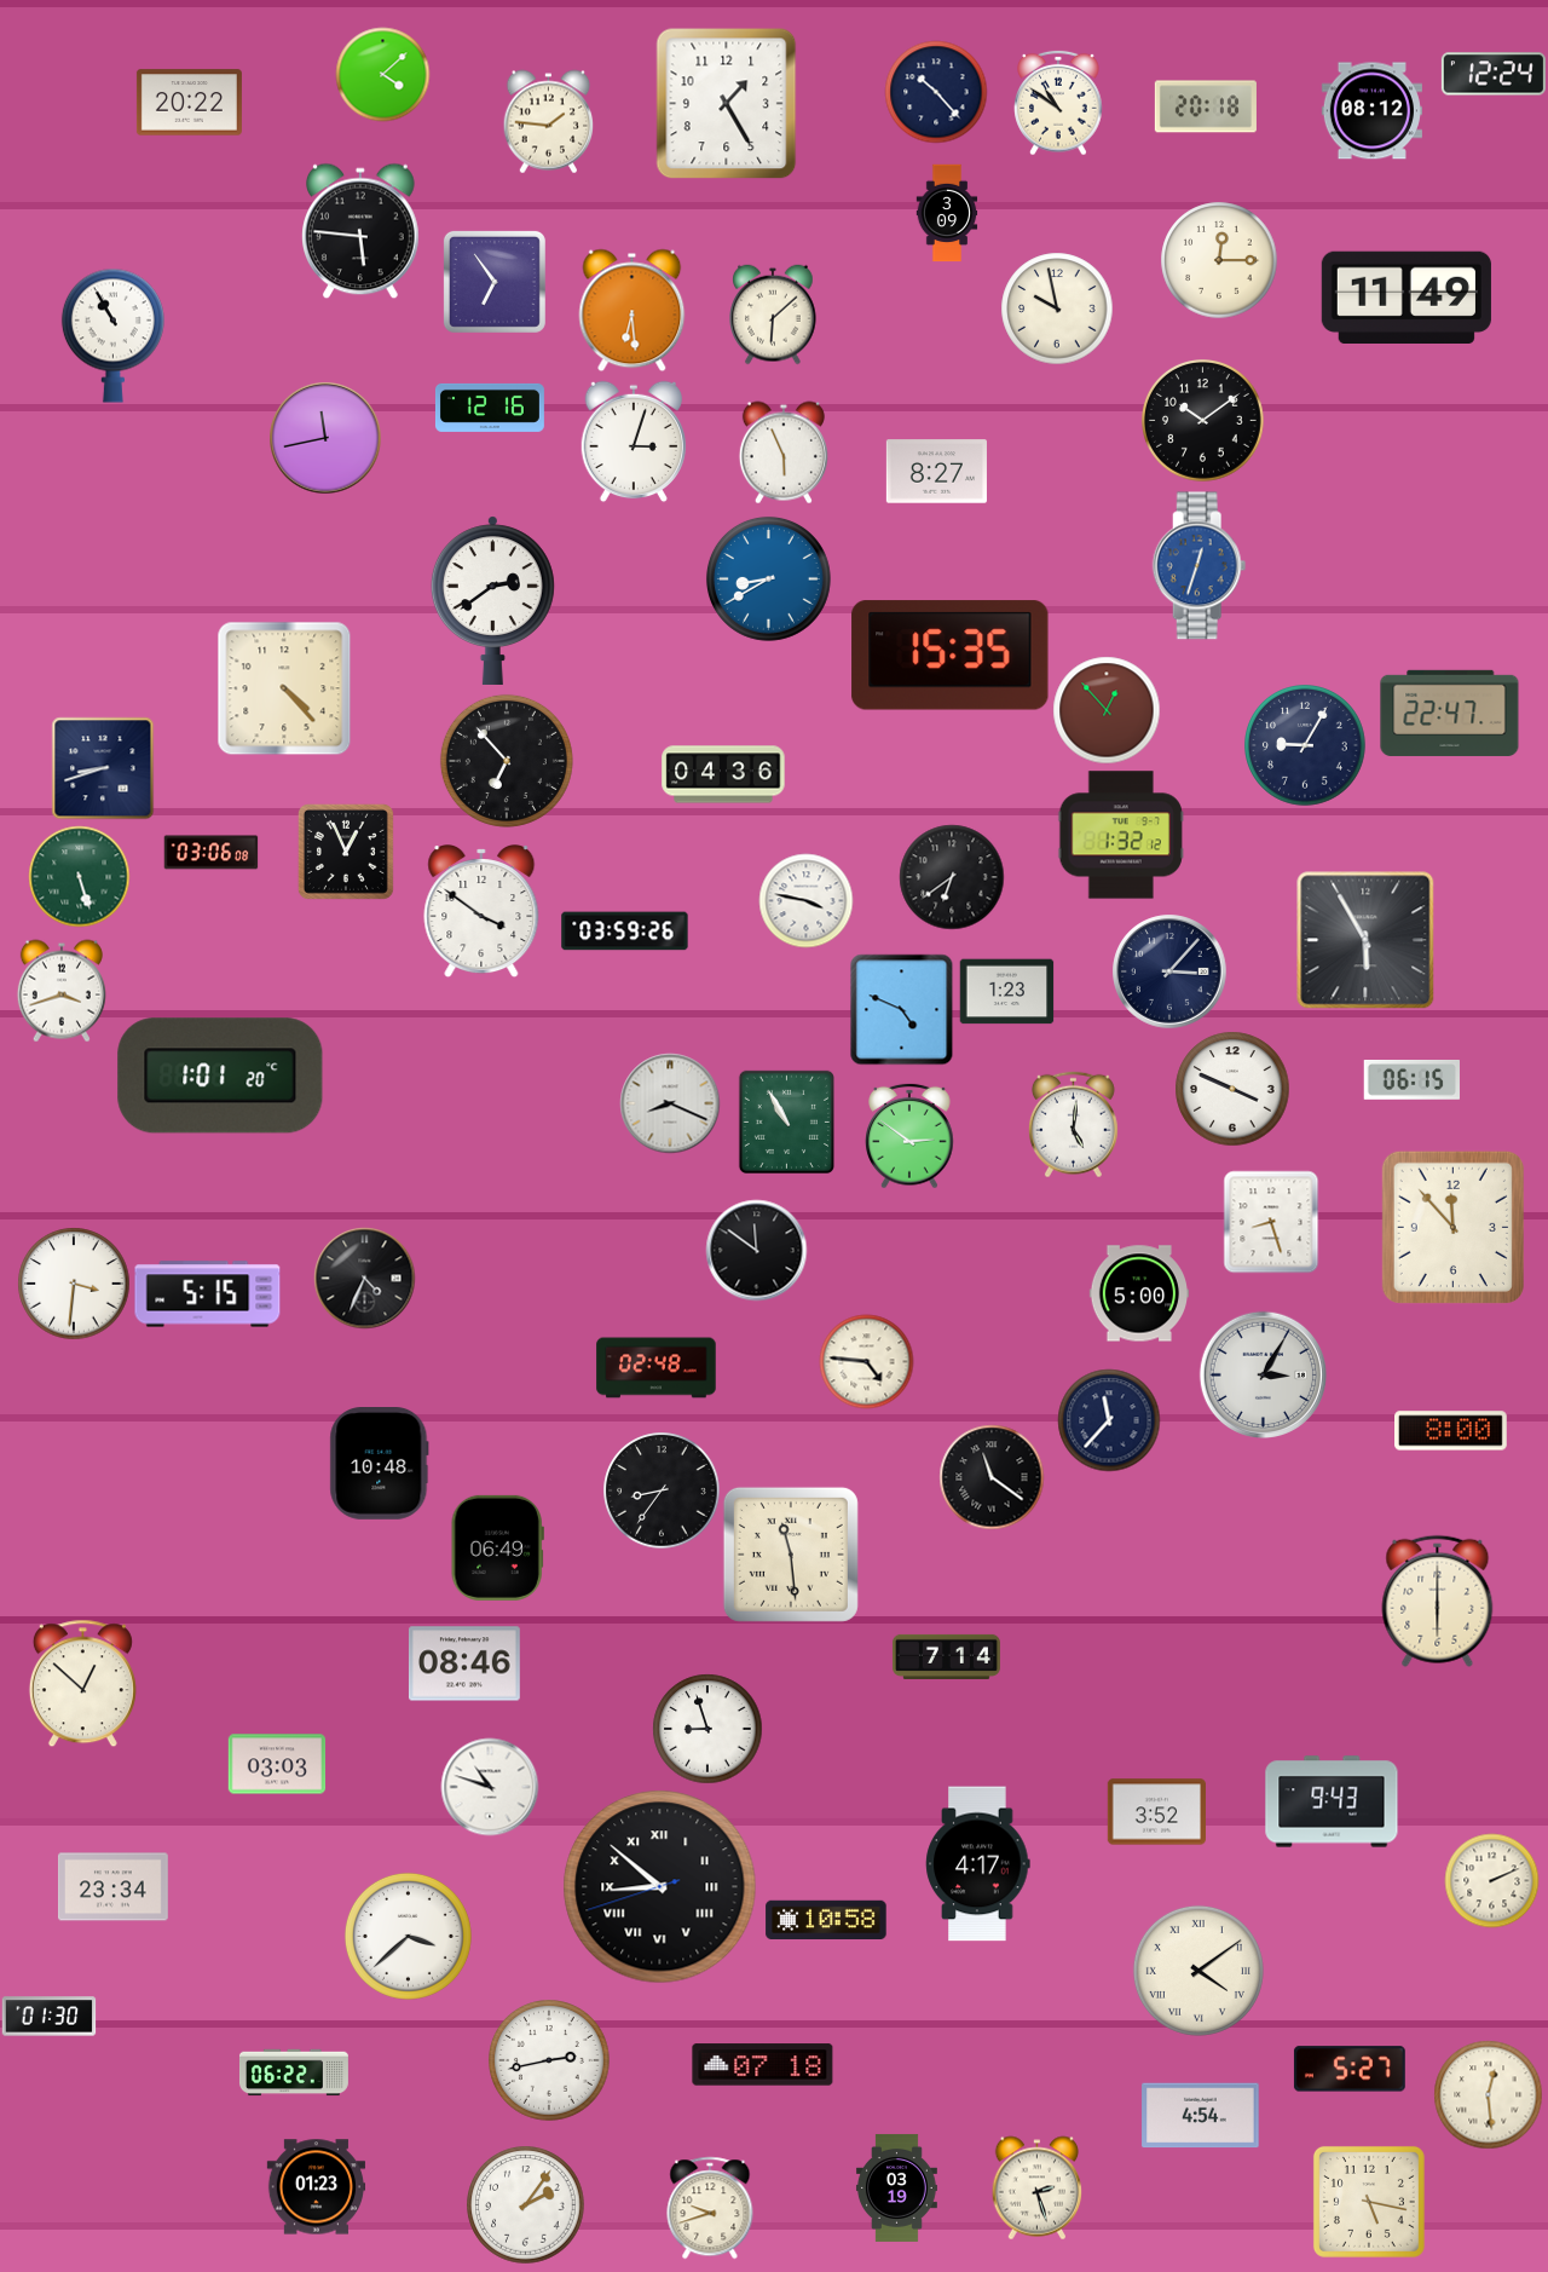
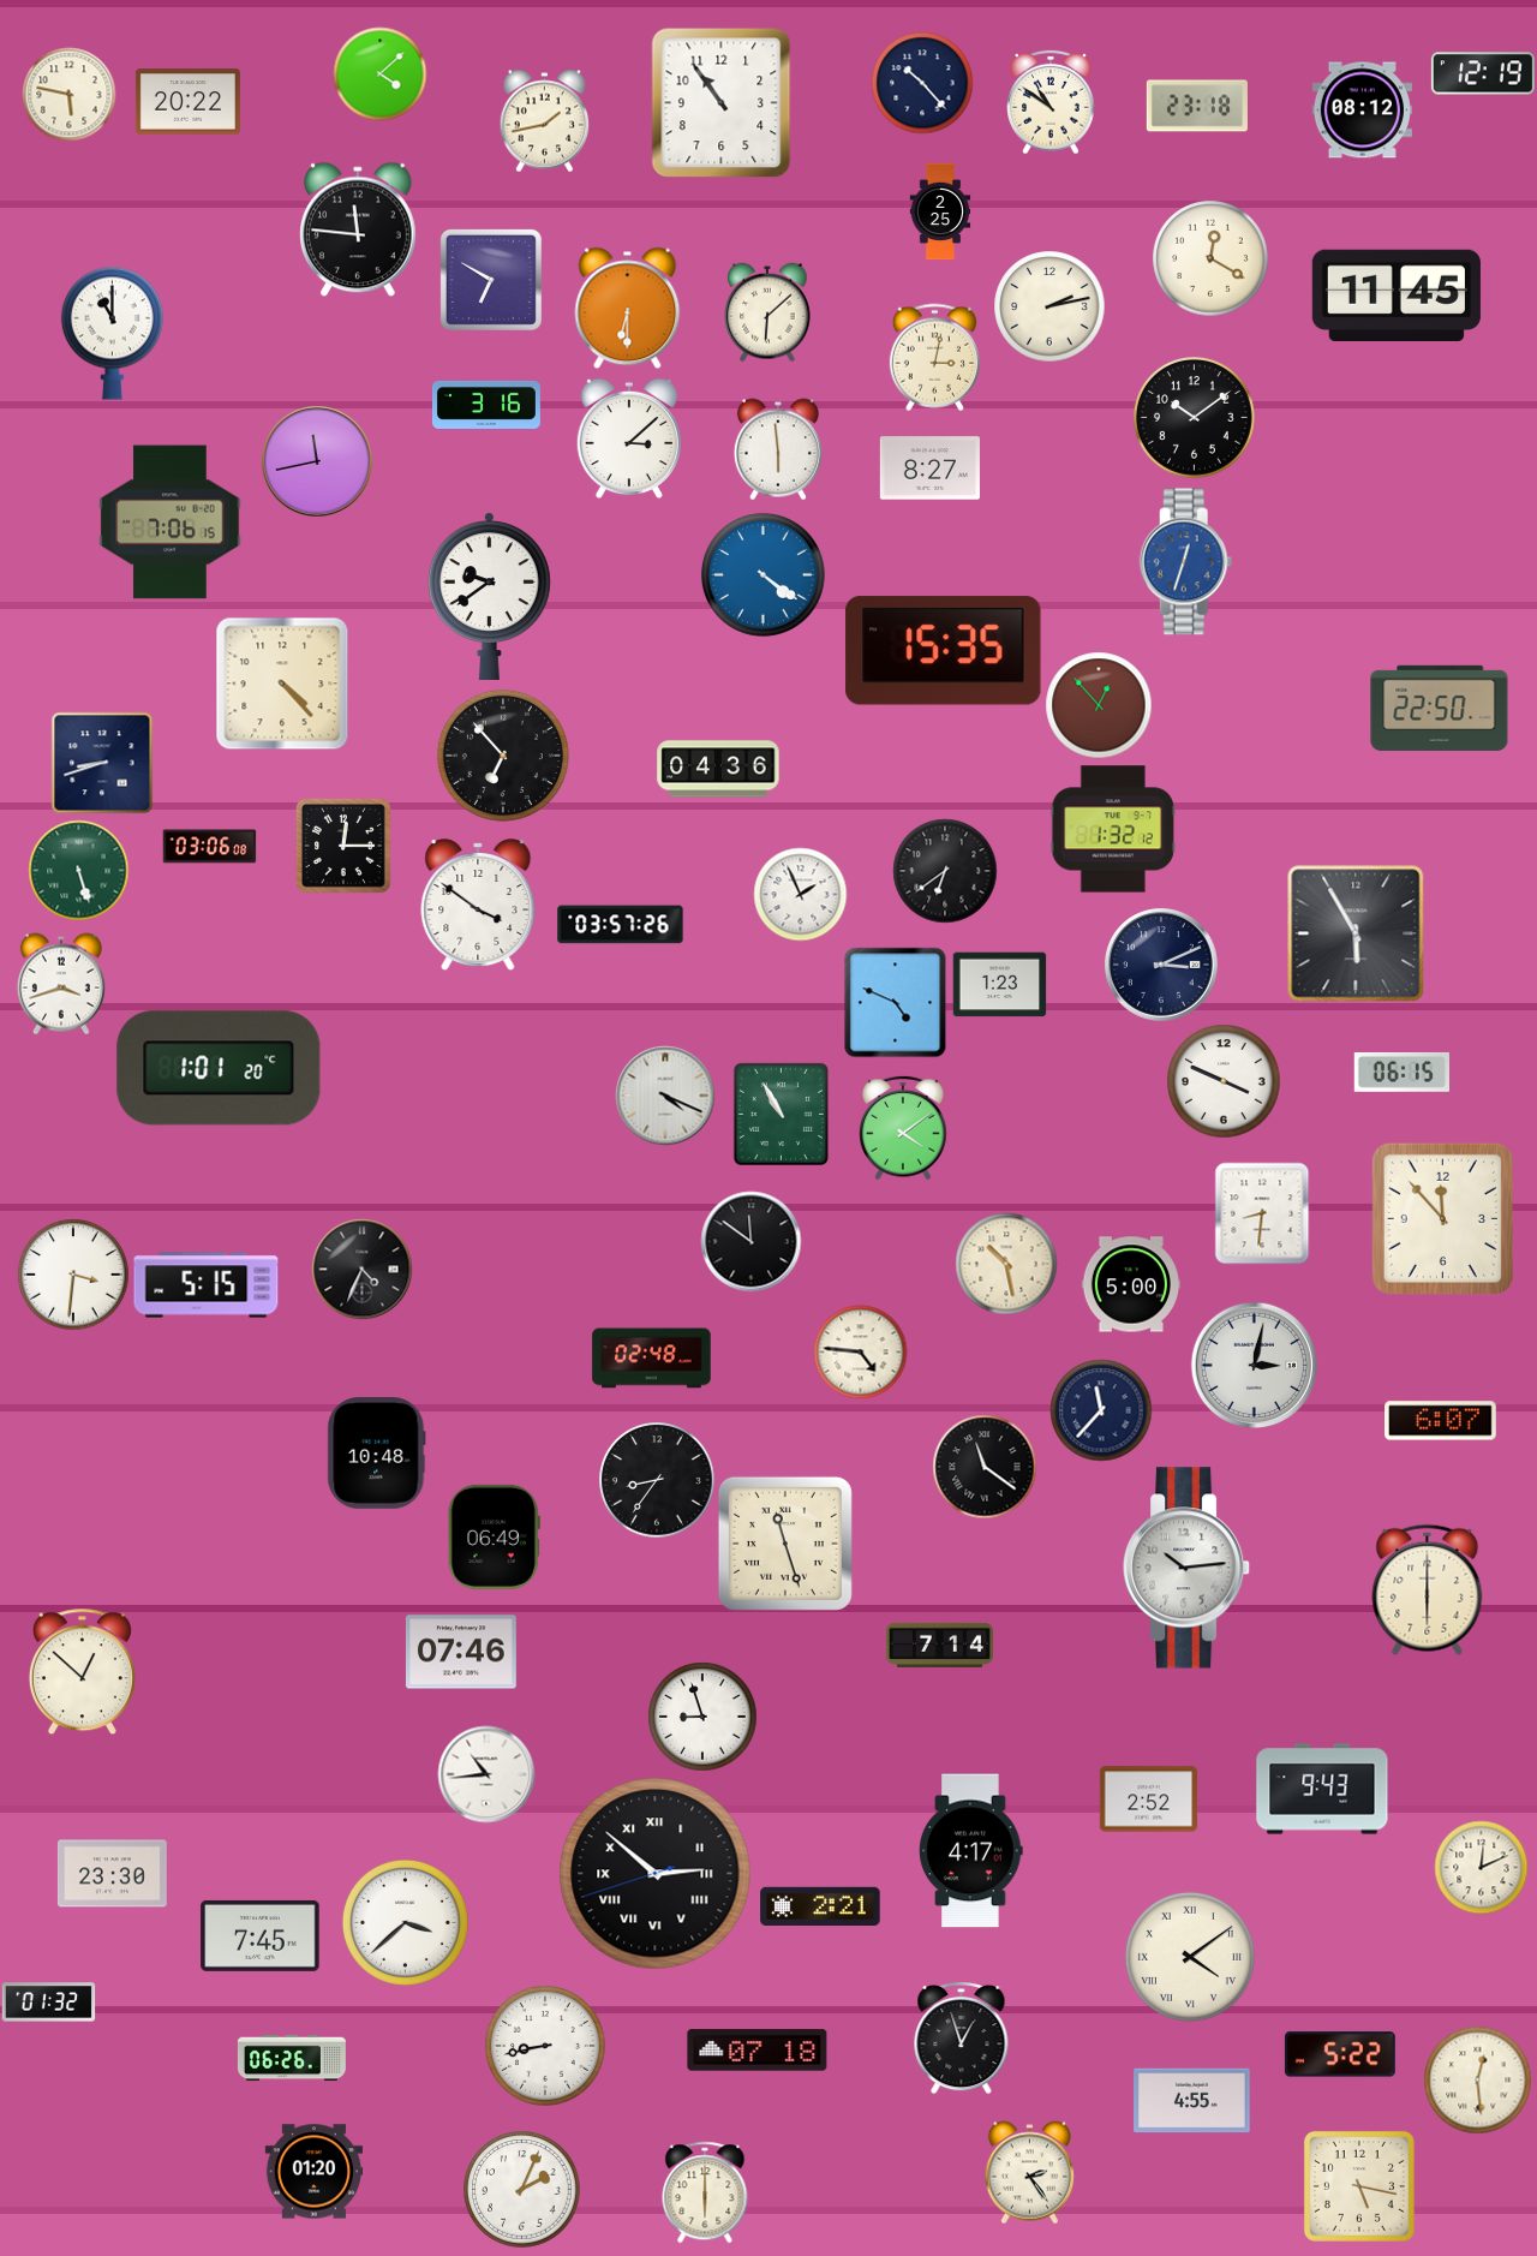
clock at (1494, 74): 12:24 -> 12:19
clock at (936, 92) position: (936, 92) -> (922, 83)
clock at (68, 94): none -> 5:47
clock at (727, 103): 1:25 -> 10:54
clock at (1206, 106): 20:18 -> 23:18
clock at (549, 121): 1:46 -> 1:43
clock at (947, 213): 3:09 -> 2:25
clock at (362, 231): 5:46 -> 11:46
clock at (1219, 260): 12:15 -> 12:20
clock at (495, 282): 6:54 -> 6:50
clock at (1407, 296): 11:49 -> 11:45
clock at (1057, 308): 9:58 -> 2:13
clock at (633, 310): 6:29 -> 6:30
clock at (112, 335): 10:55 -> 11:00
clock at (934, 357): none -> 3:02
clock at (490, 408): 12:16 -> 3:16
clock at (325, 438) position: (325, 438) -> (317, 461)
clock at (633, 442): 3:03 -> 3:08
clock at (784, 452): 5:56 -> 5:59
clock at (171, 523): none -> 7:06
clock at (1200, 566) position: (1200, 566) -> (1186, 562)
clock at (768, 578): 8:40 -> 4:21
clock at (492, 600): 2:39 -> 9:39
clock at (1450, 713): 22:47 -> 22:50
clock at (1306, 746): 9:05 -> none
clock at (346, 852): 12:56 -> 12:15
clock at (805, 900): 3:47 -> 1:56
clock at (625, 932): 03:59 -> 03:57
clock at (1169, 971): 3:07 -> 3:11
clock at (670, 1103): 8:19 -> 4:19
clock at (1073, 1124): 5:01 -> none
clock at (909, 1136): 2:51 -> 4:09
clock at (1271, 1222): 8:27 -> 8:31
clock at (1006, 1264): none -> 10:28
clock at (1263, 1374): 3:05 -> 3:02
clock at (1451, 1431): 8:00 -> 6:07
clock at (791, 1555): 11:29 -> 11:27
clock at (1186, 1568): none -> 10:14
clock at (464, 1663): 08:46 -> 07:46
clock at (277, 1764): 03:03 -> none
clock at (490, 1787): 10:48 -> 10:44
clock at (1156, 1812): 3:52 -> 2:52
clock at (1491, 1880): 2:11 -> 12:11
clock at (112, 1887): 23:34 -> 23:30
clock at (660, 1887): 8:51 -> 2:51
clock at (826, 1919): 10:58 -> 2:21
clock at (261, 1935): none -> 7:45
clock at (48, 2017): 01:30 -> 01:32
clock at (962, 2039): none -> 12:57
clock at (550, 2061): 2:43 -> 8:43
clock at (1350, 2069): 5:27 -> 5:22
clock at (294, 2072): 06:22 -> 06:26
clock at (1201, 2116): 4:54 -> 4:55
clock at (316, 2187): 01:23 -> 01:20
clock at (896, 2187): 03:19 -> none
clock at (1038, 2187): 2:27 -> 2:24
clock at (526, 2205): 2:06 -> 2:04
clock at (710, 2208): 9:42 -> 6:00
